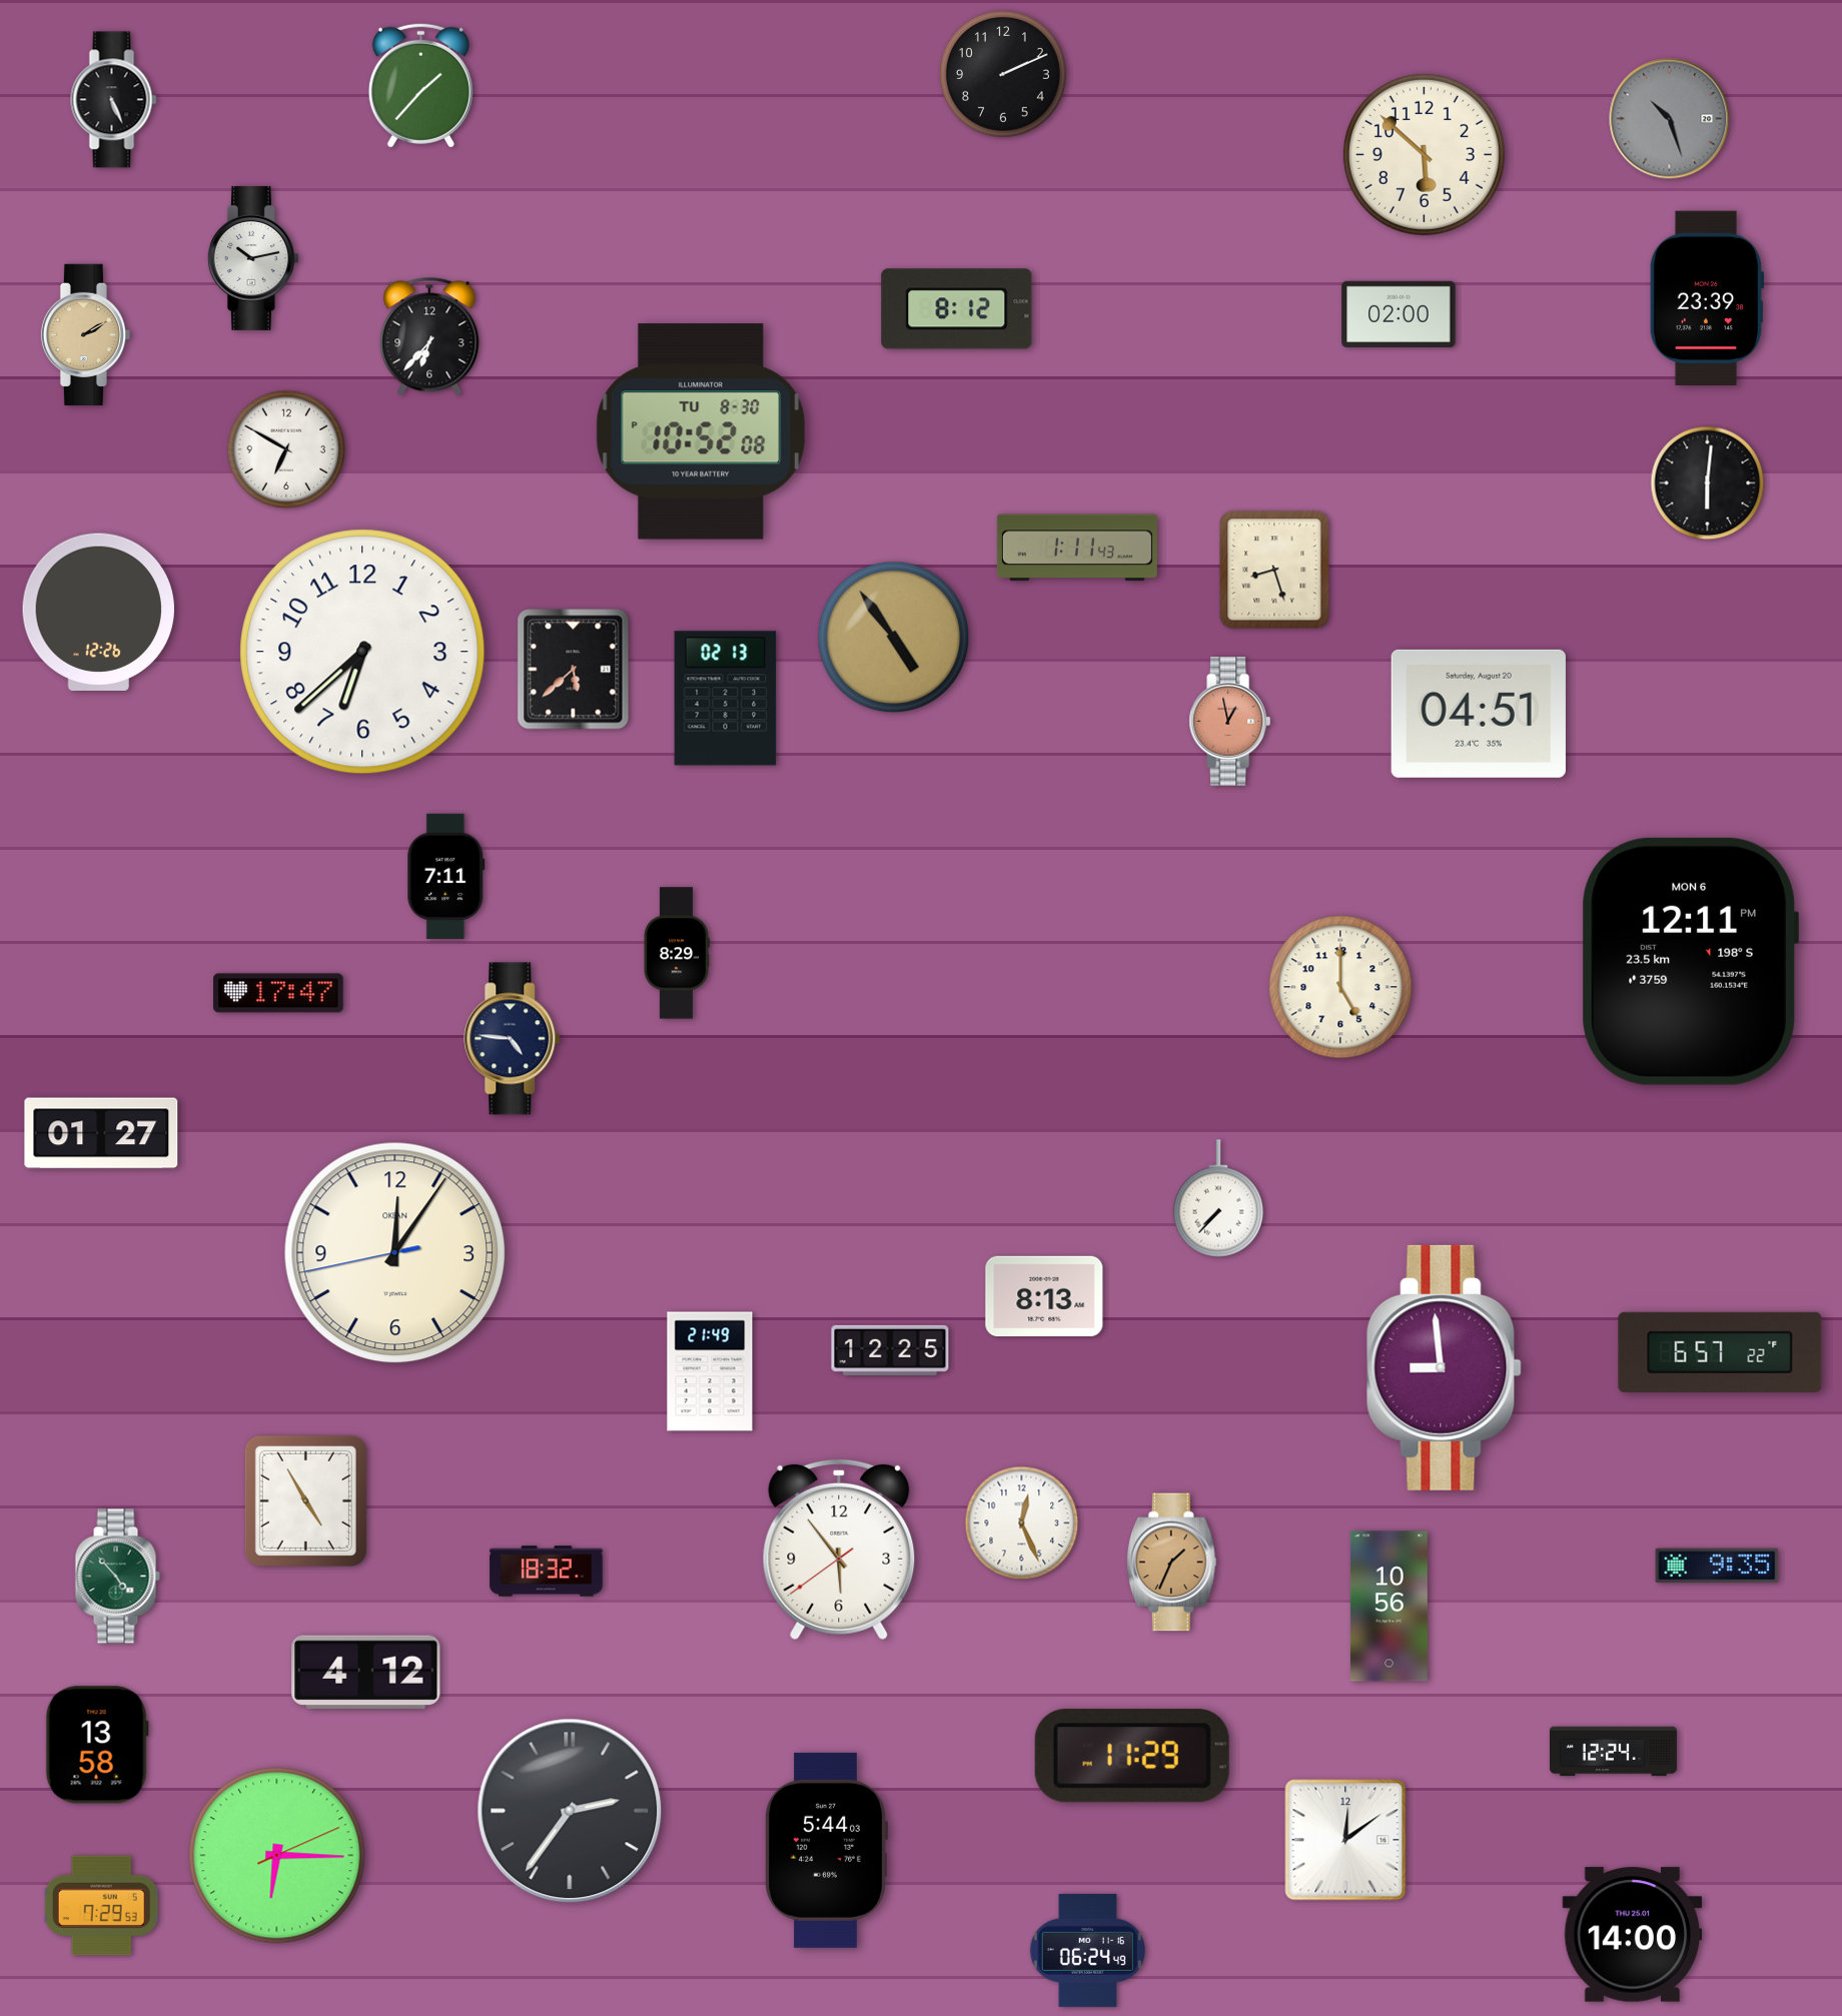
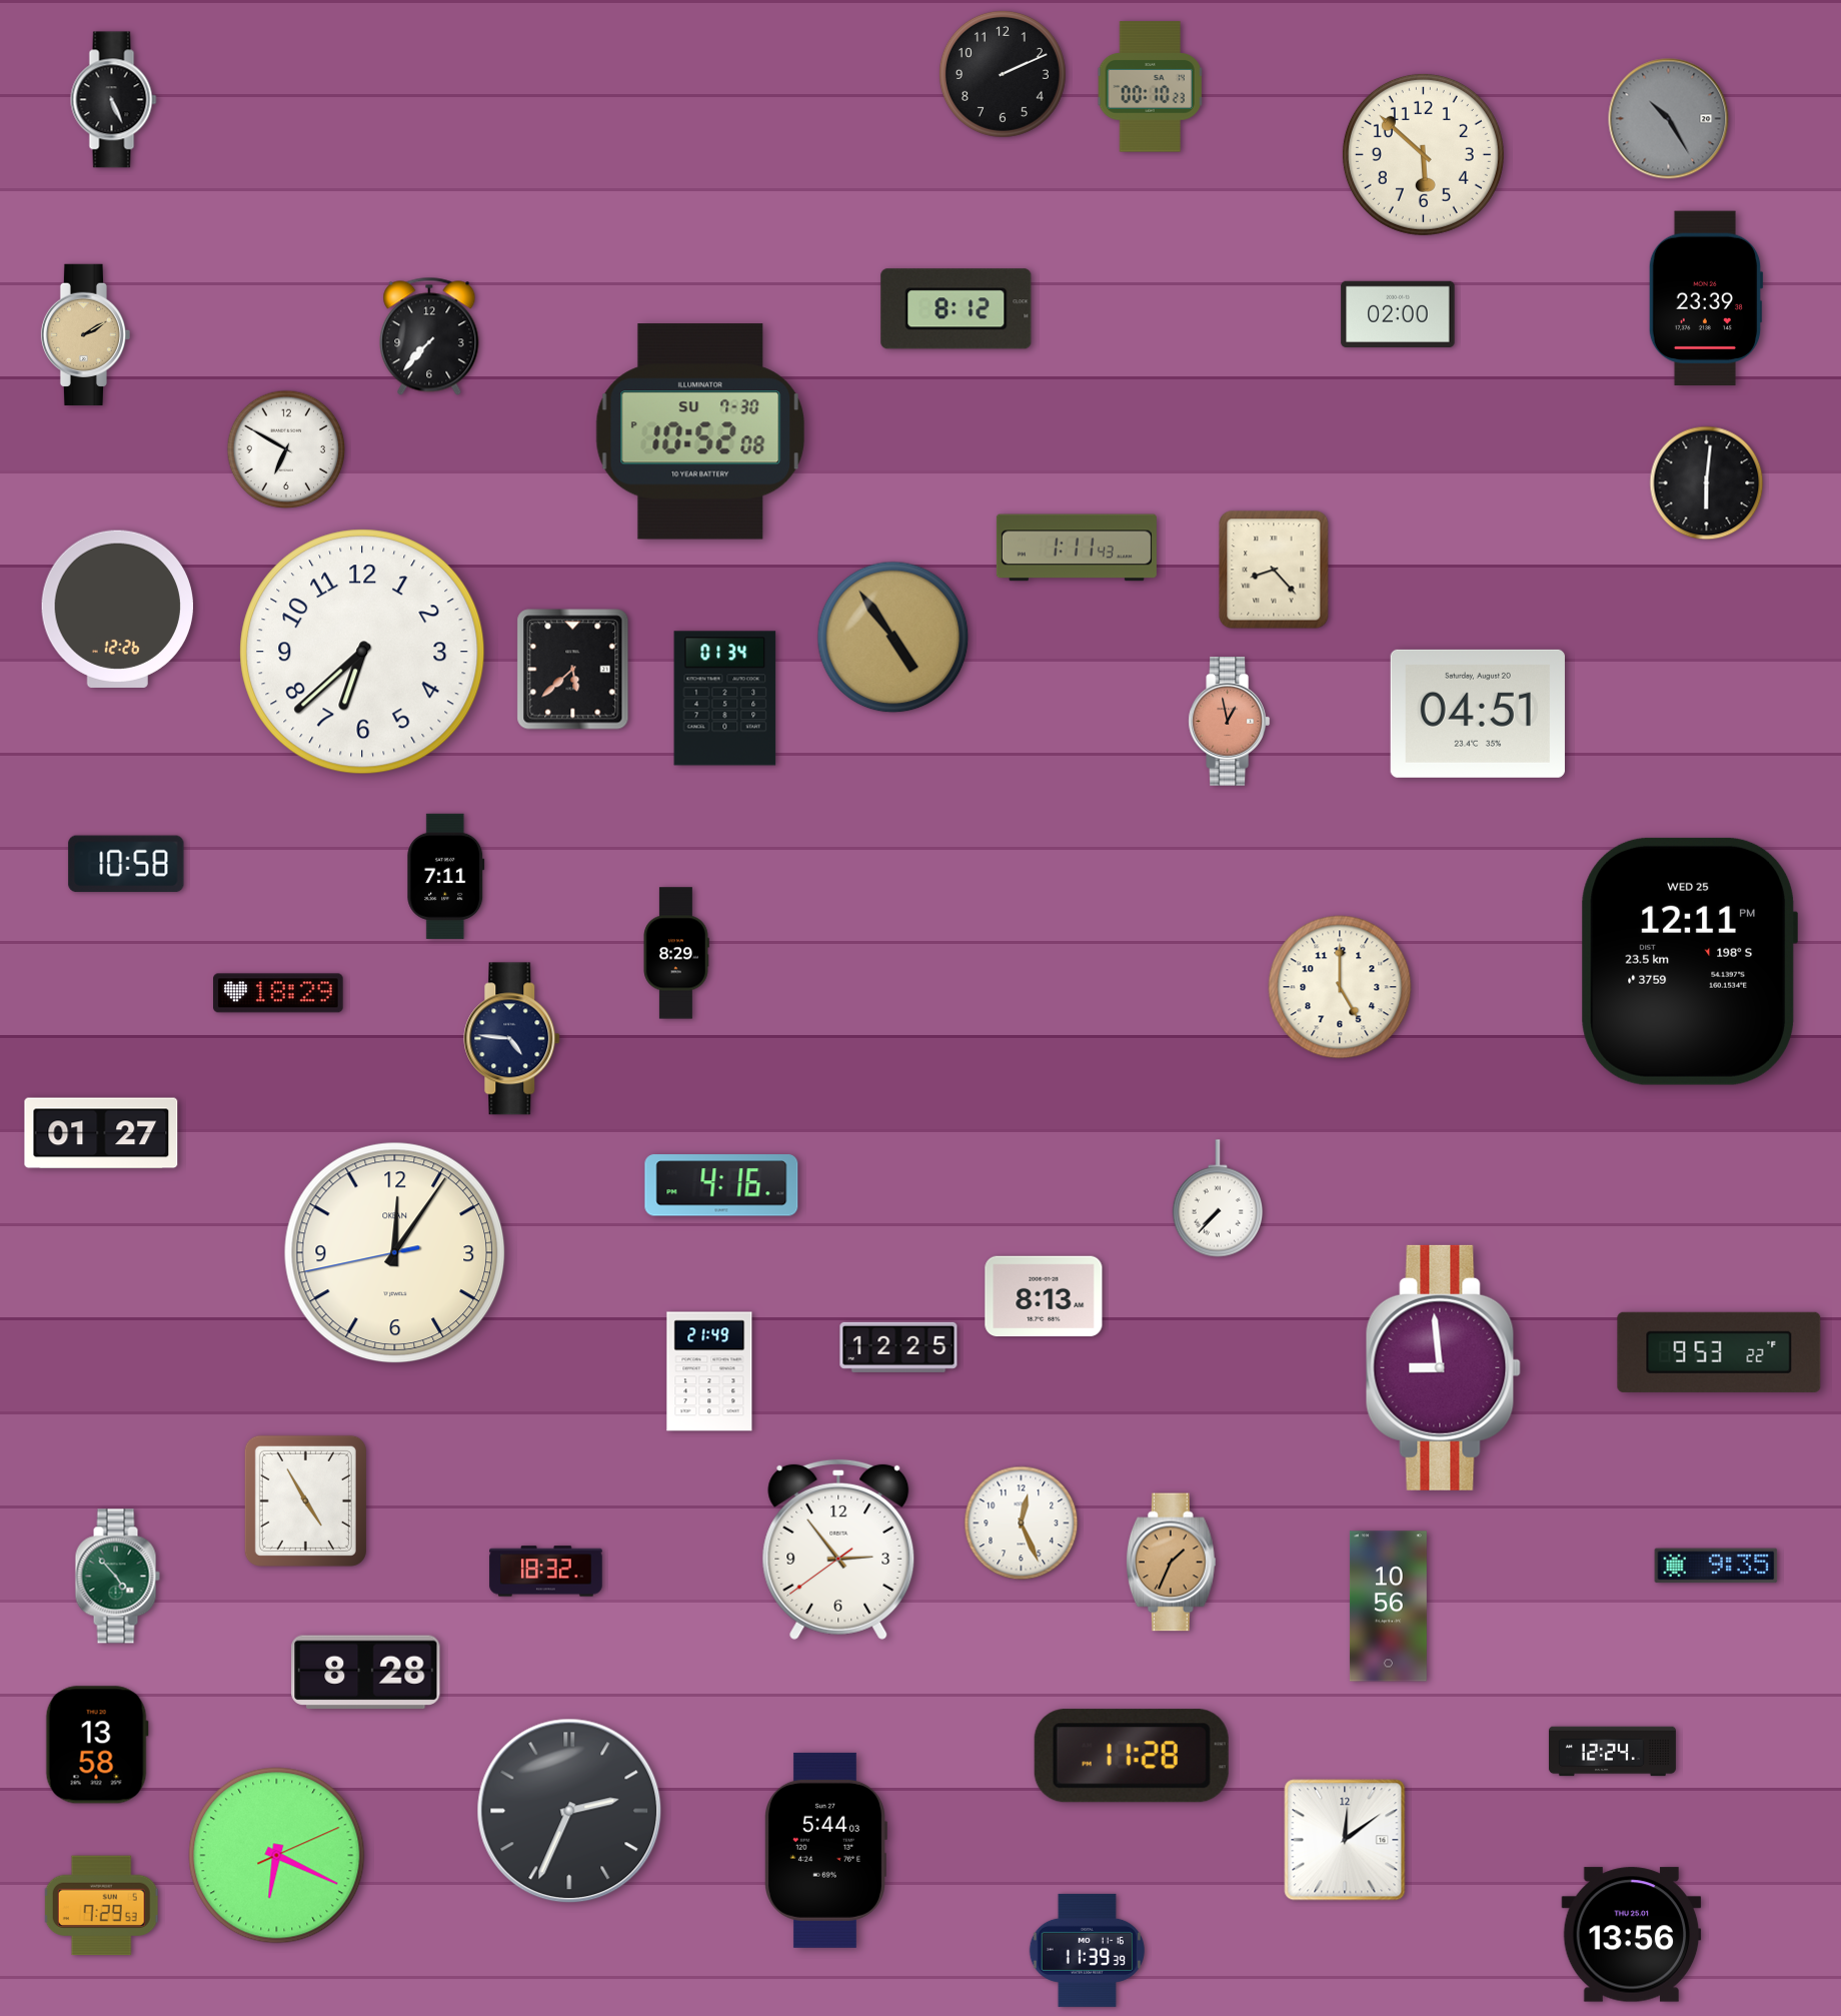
clock at (420, 85): 1:37 -> none
clock at (1151, 87): none -> 00:10
clock at (1670, 119): 10:27 -> 10:25
clock at (253, 258): 10:13 -> none
clock at (429, 336): 6:37 -> 7:37
clock at (701, 431) date: TU 8-30 -> SU 7-30
clock at (1274, 570): 8:27 -> 8:23
clock at (98, 612) position: (98, 612) -> (117, 609)
clock at (726, 699): 02:13 -> 01:34
clock at (126, 864): none -> 10:58
clock at (1691, 961) date: MON 6 -> WED 25
clock at (278, 993): 17:47 -> 18:29
clock at (721, 1185): none -> 4:16
clock at (890, 1350) position: (890, 1350) -> (898, 1347)
clock at (1720, 1352): 6:57 -> 9:53
clock at (839, 1550): 5:53 -> 2:53
clock at (366, 1673): 4:12 -> 8:28
clock at (1132, 1756): 11:29 -> 11:28
clock at (570, 1811): 2:36 -> 2:34
clock at (277, 1856): 6:15 -> 6:19
clock at (1633, 1935): 14:00 -> 13:56
clock at (1087, 1950): 06:24 -> 11:39
